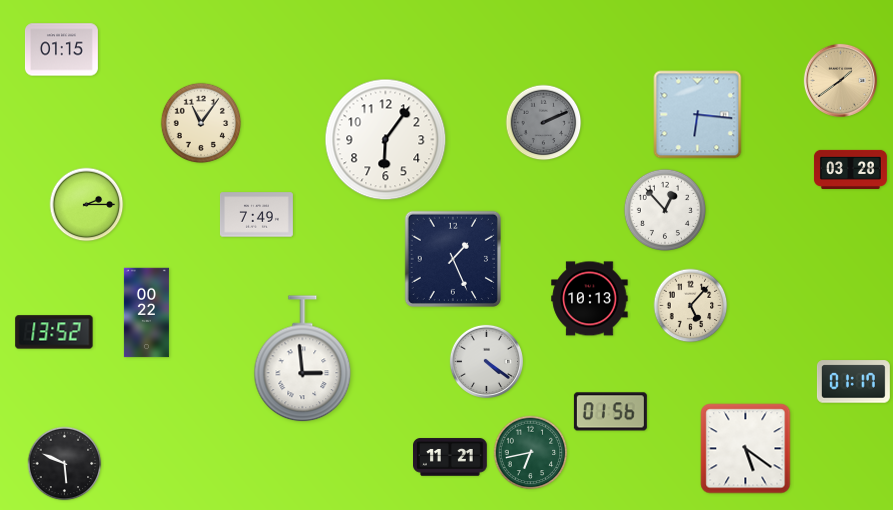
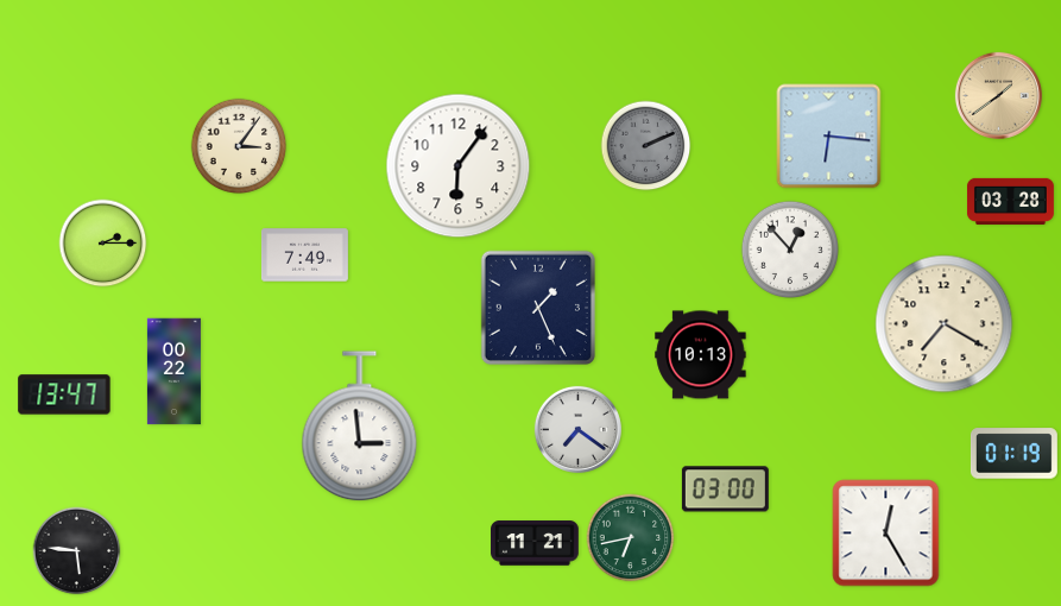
clock at (61, 50): 01:15 -> none
clock at (201, 123): 11:06 -> 3:06
clock at (945, 324): none -> 7:20
clock at (691, 306): 5:07 -> none
clock at (54, 332): 13:52 -> 13:47
clock at (486, 361): 4:21 -> 7:21
clock at (853, 382): 01:17 -> 01:19
clock at (610, 412): 01:56 -> 03:00
clock at (746, 449): 5:21 -> 12:25
clock at (65, 464): 5:49 -> 5:46
